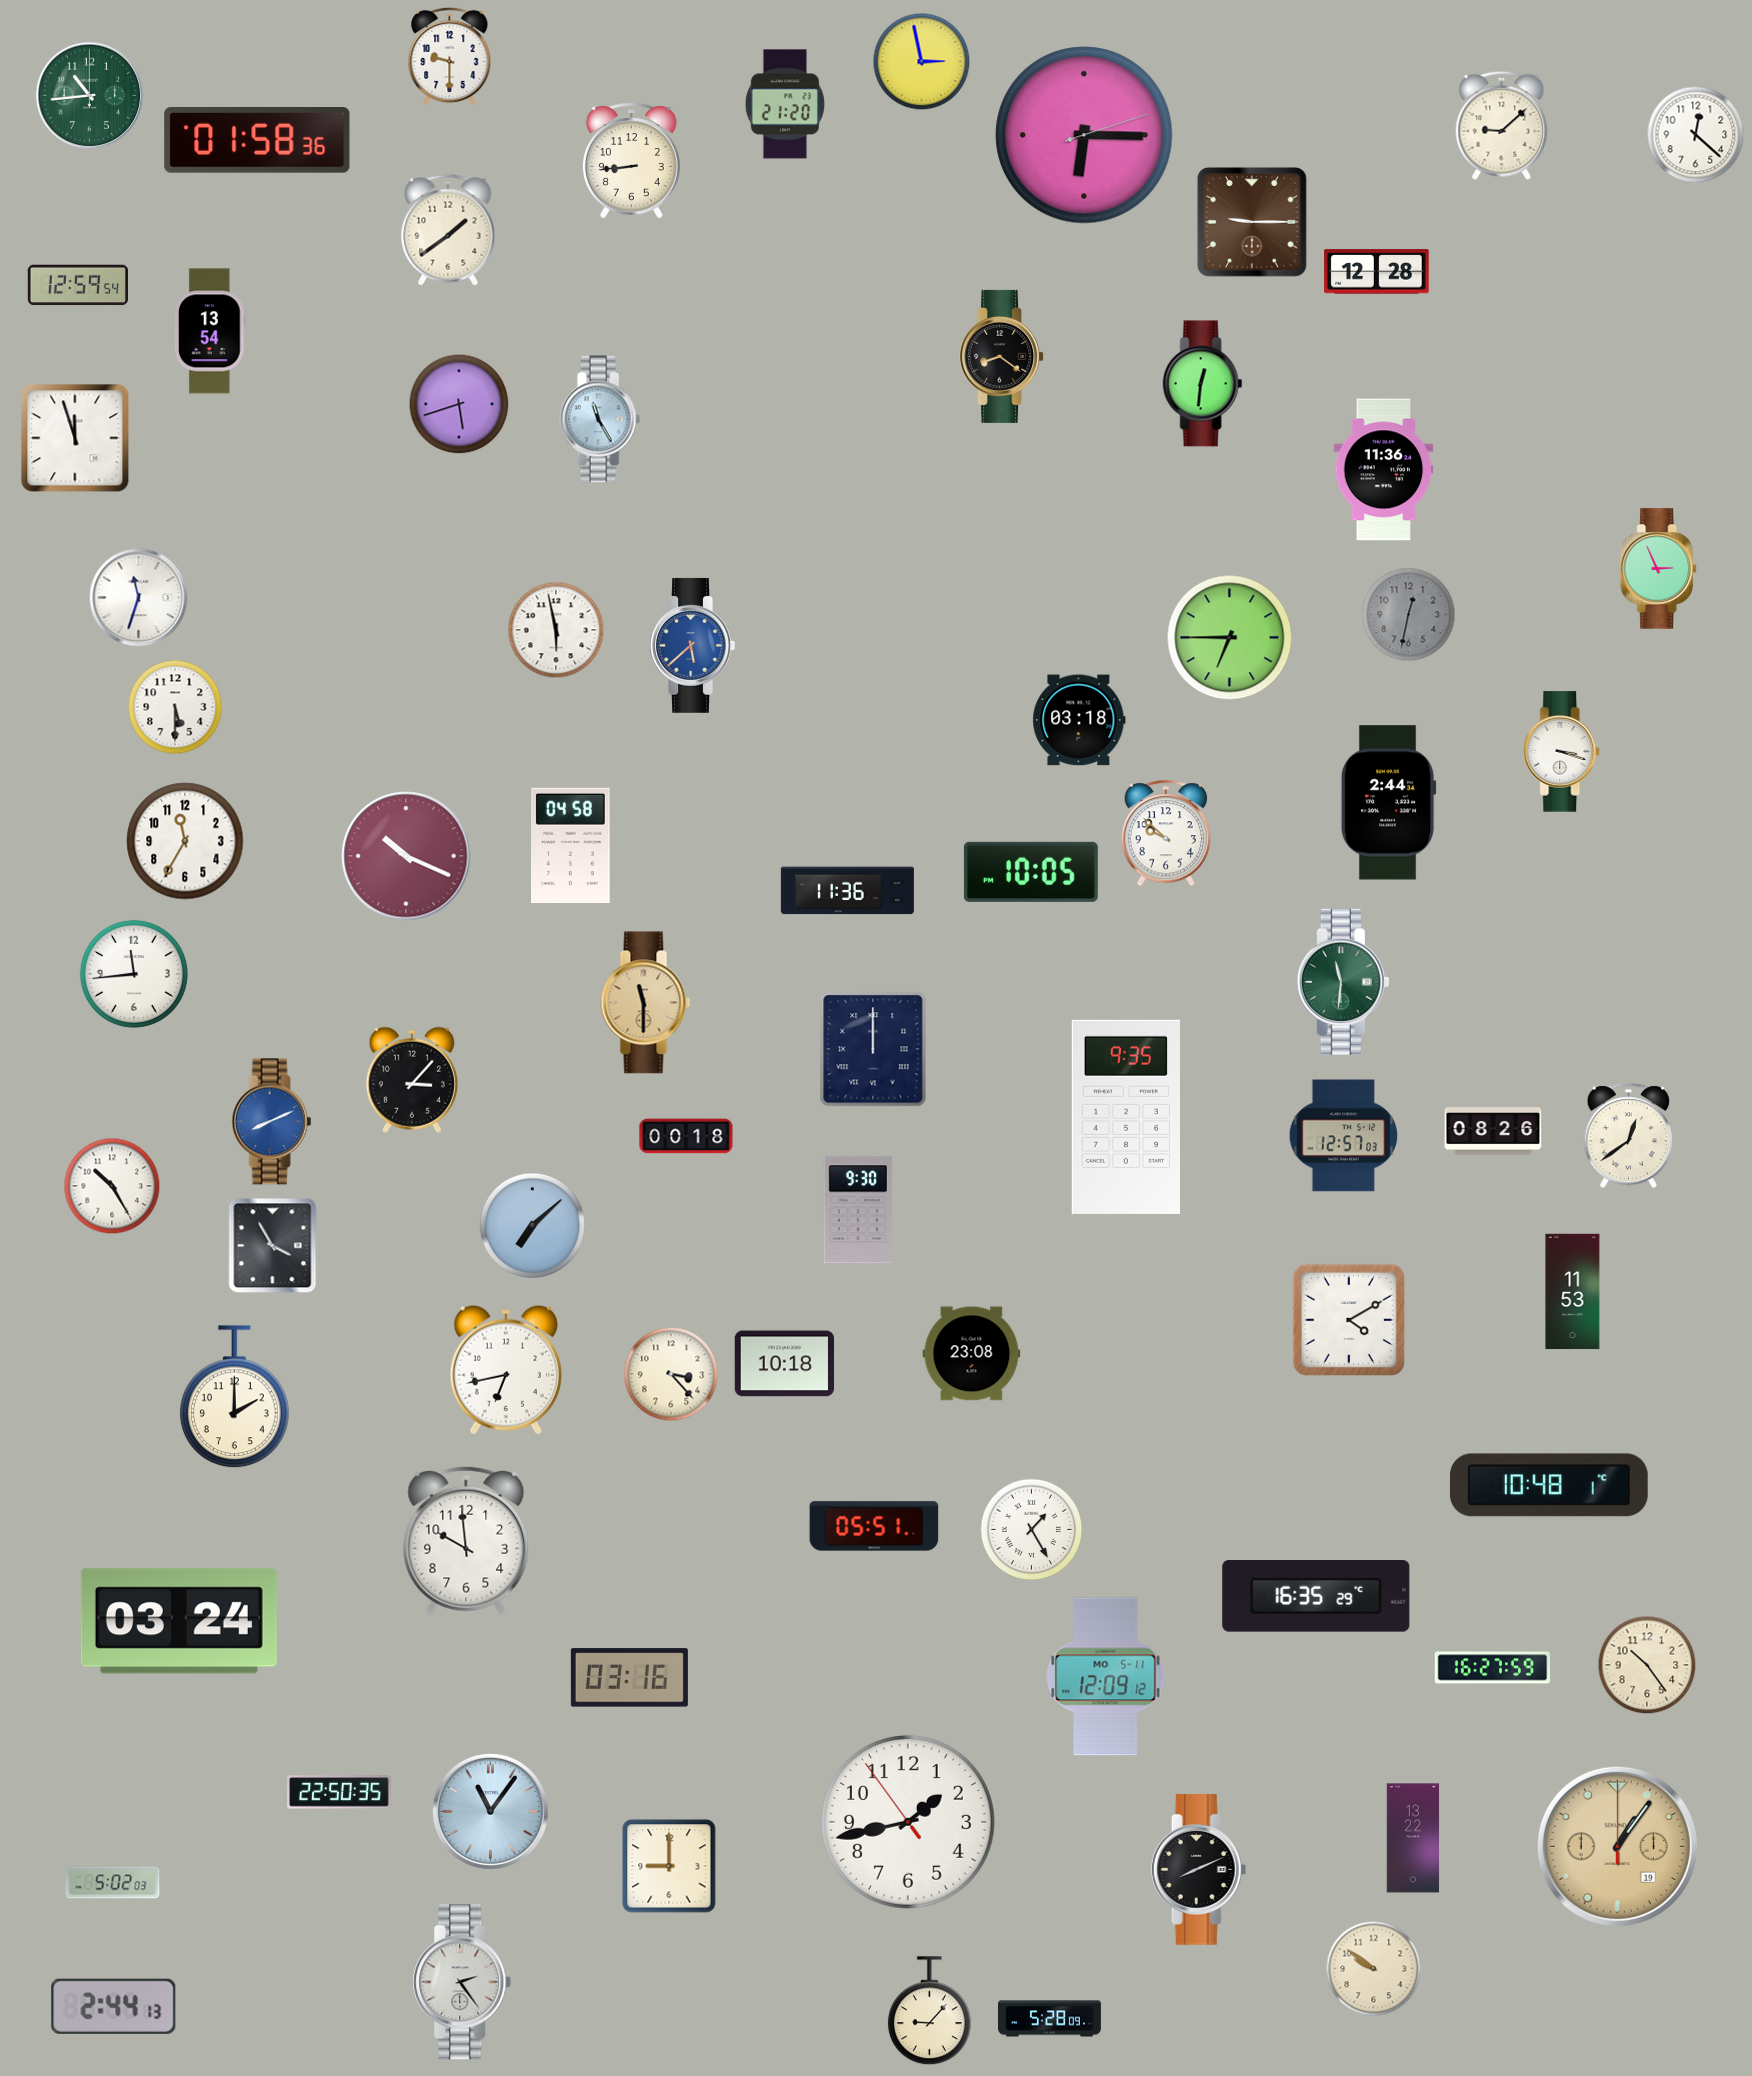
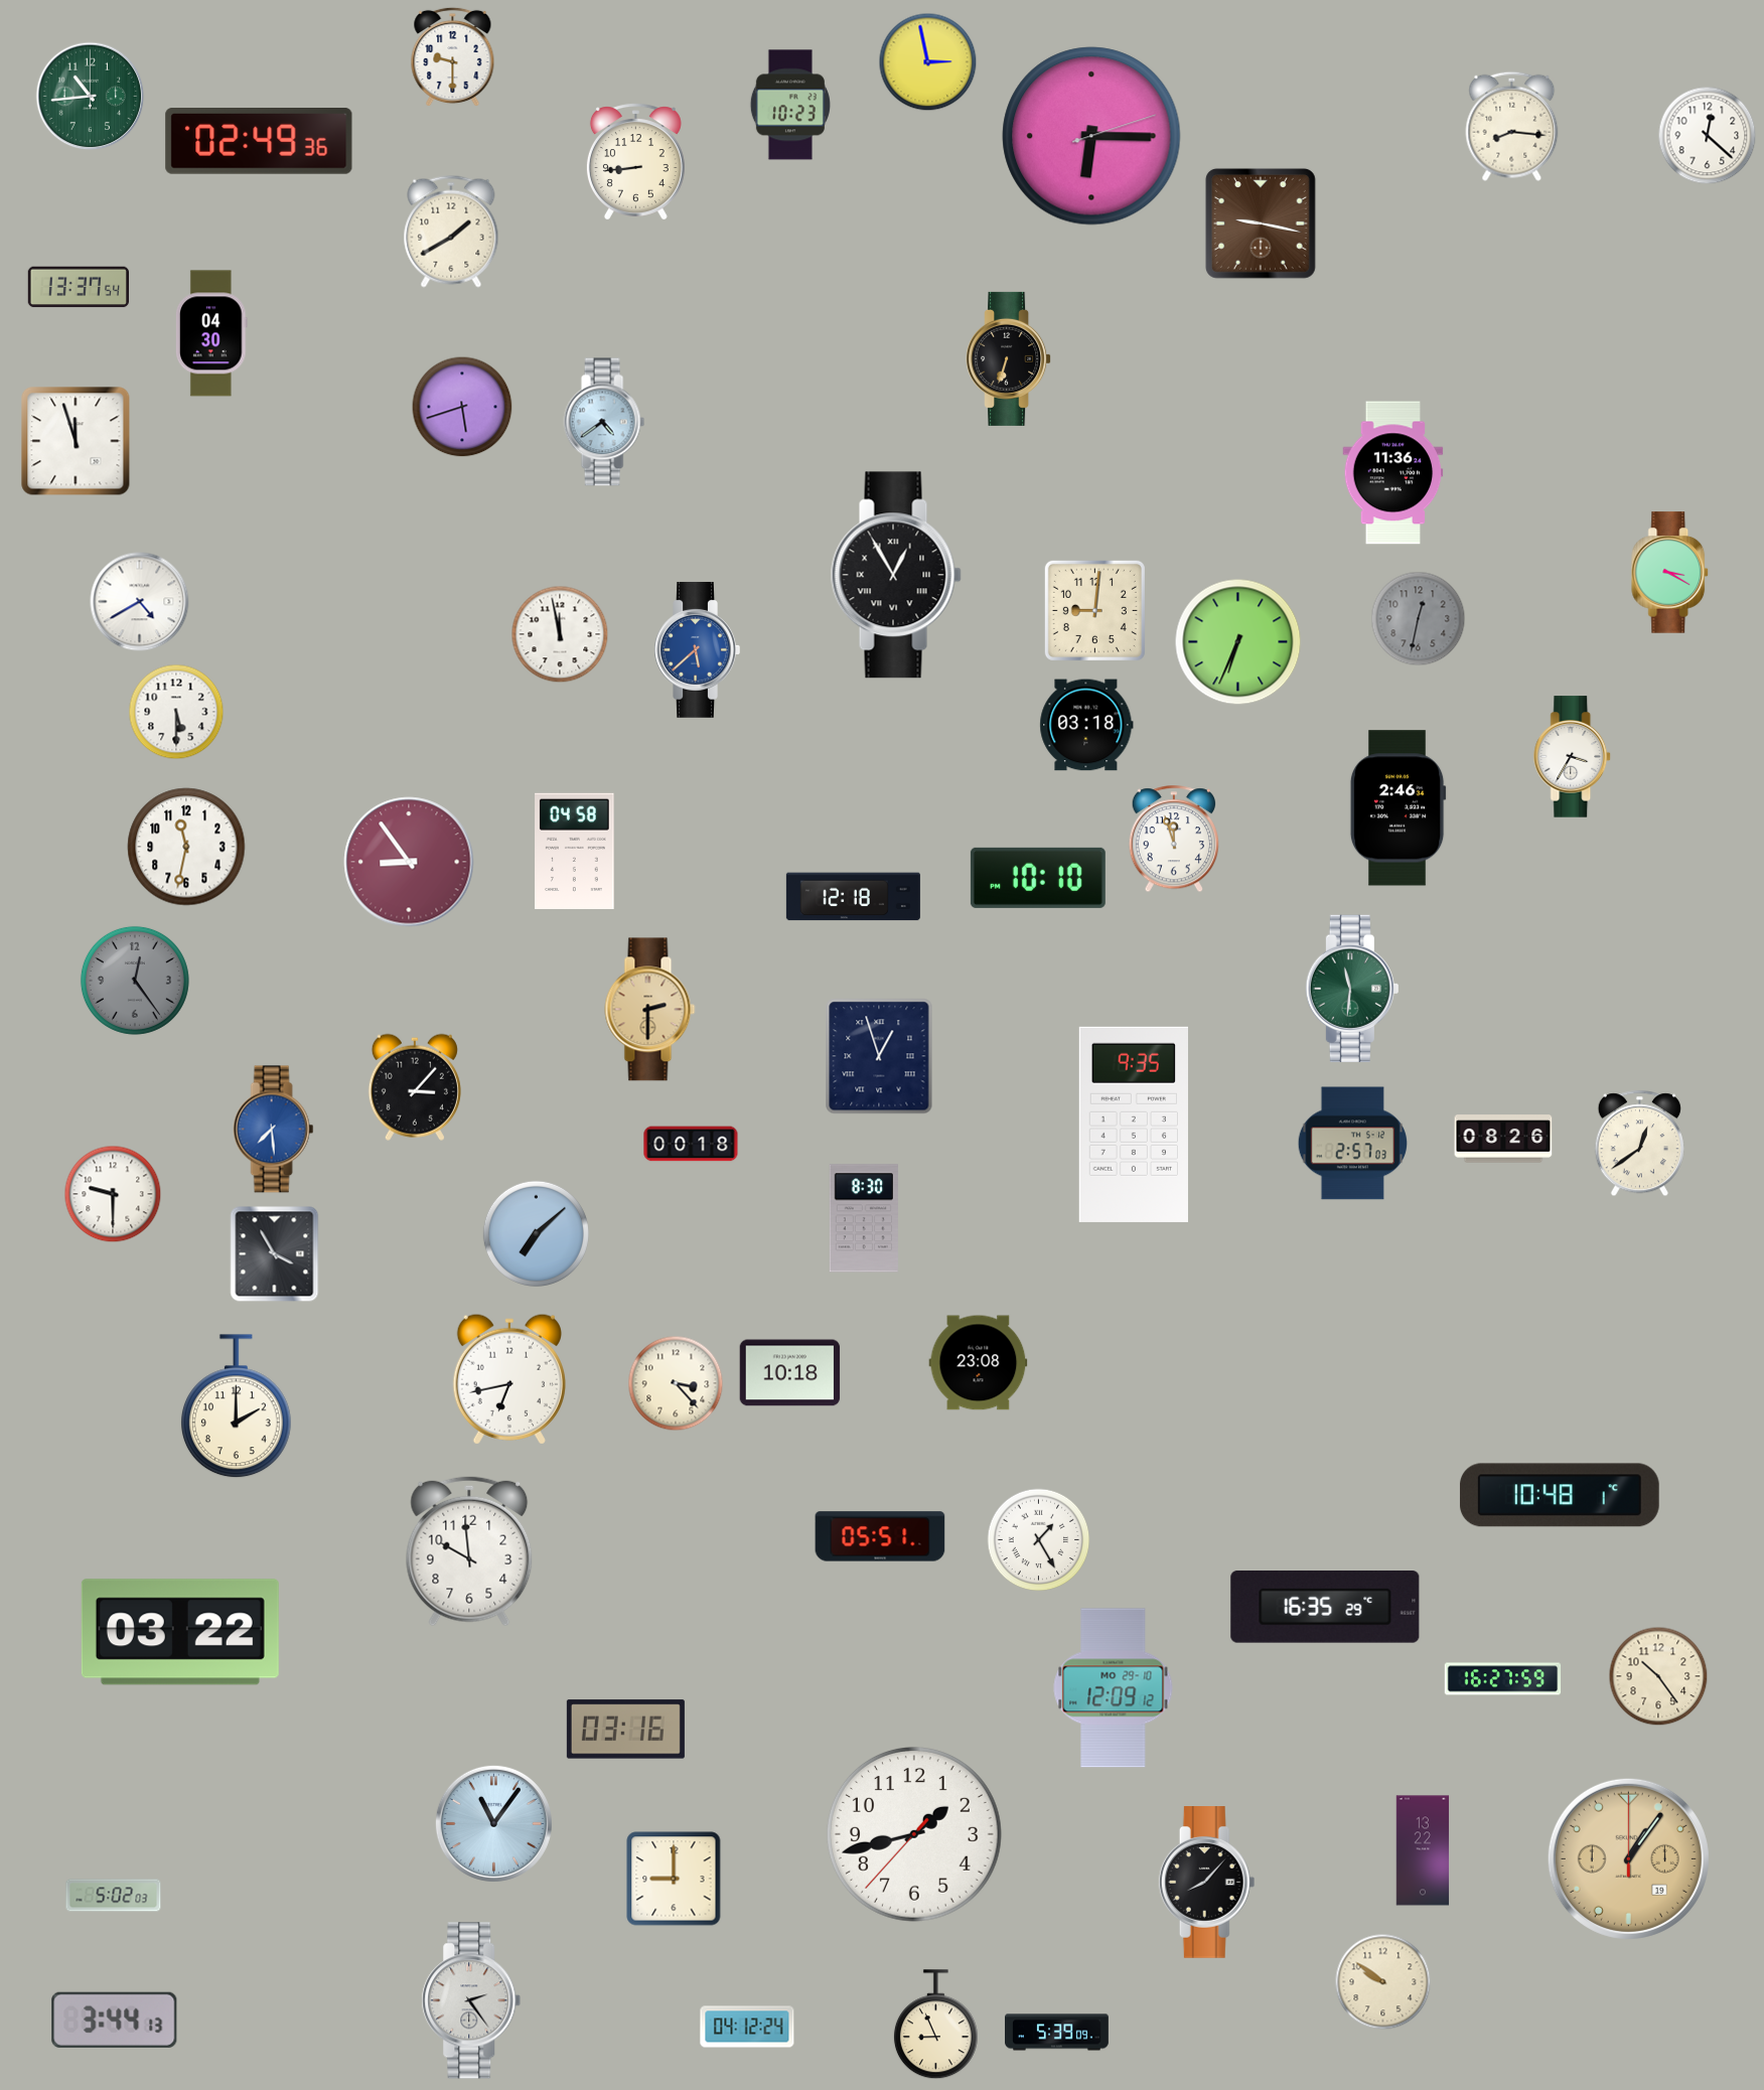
clock at (785, 104): 21:20 -> 10:23
clock at (1502, 125): 9:08 -> 8:16
clock at (257, 141): 01:58 -> 02:49
clock at (1252, 222): 9:15 -> 9:17
clock at (448, 230): 1:39 -> 1:40
clock at (1377, 272): 12:28 -> none
clock at (77, 285): 12:59 -> 13:37
clock at (211, 331): 13:54 -> 04:30
clock at (1002, 356): 8:21 -> 6:33
clock at (1203, 384): 12:31 -> none
clock at (600, 419): 11:25 -> 4:39
clock at (1659, 569): 2:56 -> 3:20
clock at (896, 575): none -> 12:55
clock at (139, 598): 11:33 -> 4:40
clock at (1094, 610): none -> 9:01
clock at (556, 630): 5:58 -> 11:58
clock at (1230, 638): 6:45 -> 6:34
clock at (1562, 752): 3:18 -> 3:35
clock at (1388, 803): 2:44 -> 2:46
clock at (1165, 834): 9:52 -> 11:57
clock at (185, 841): 11:35 -> 11:32
clock at (406, 856): 10:19 -> 8:54
clock at (1031, 872): 10:05 -> 10:10
clock at (847, 891): 11:36 -> 12:18
clock at (134, 974): 11:44 -> 12:24
clock at (134, 974) dial: white -> grey
clock at (646, 1003): 11:30 -> 2:30
clock at (873, 1049): 12:00 -> 12:57
clock at (272, 1122): 8:11 -> 7:29
clock at (1343, 1136): 12:57 -> 2:57
clock at (112, 1186): 10:25 -> 9:30
clock at (858, 1210): 9:30 -> 8:30
clock at (1573, 1292): 11:53 -> none
clock at (1349, 1320): 4:10 -> none
clock at (179, 1621): 03:24 -> 03:22
clock at (1106, 1677) date: MO 5-11 -> MO 29-10
clock at (629, 1678) position: (629, 1678) -> (625, 1730)
clock at (339, 1792): 22:50 -> none
clock at (908, 1822): 1:42:54 -> 1:42:37
clock at (1199, 1870): 8:11 -> 8:07
clock at (462, 1982) position: (462, 1982) -> (471, 2000)
clock at (114, 2006): 2:44 -> 3:44
clock at (929, 2011): 9:07 -> 8:56
clock at (747, 2027): none -> 04:12
clock at (1050, 2019): 5:28 -> 5:39
